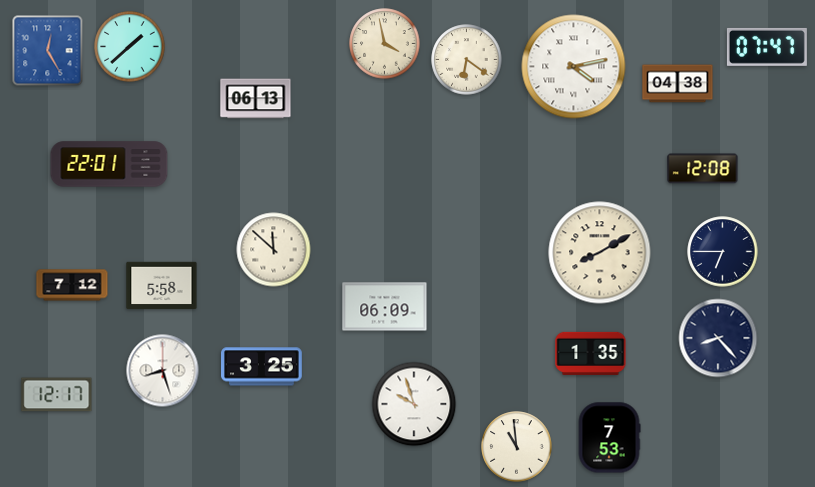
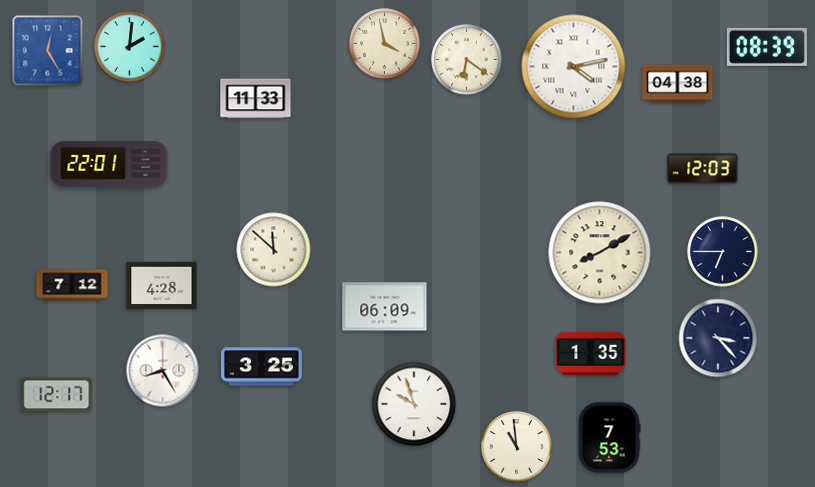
clock at (130, 47): 1:38 -> 2:01
clock at (767, 47): 07:47 -> 08:39
clock at (256, 99): 06:13 -> 11:33
clock at (703, 169): 12:08 -> 12:03
clock at (162, 286): 5:58 -> 4:28
clock at (718, 338): 8:23 -> 3:23
clock at (163, 371): 8:27 -> 8:25
